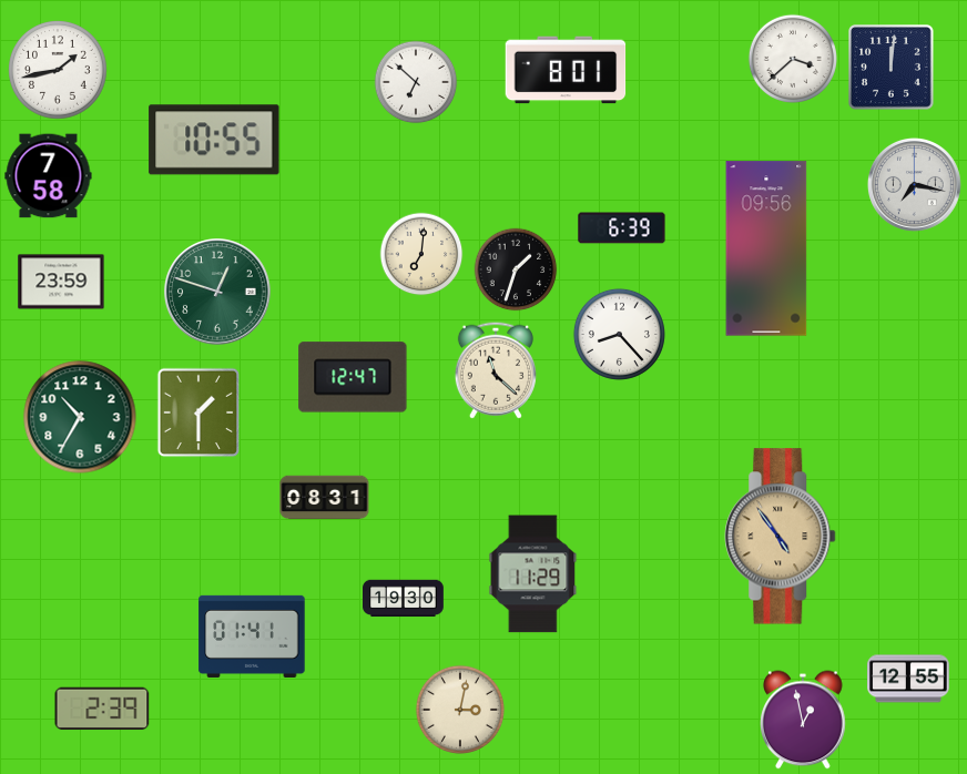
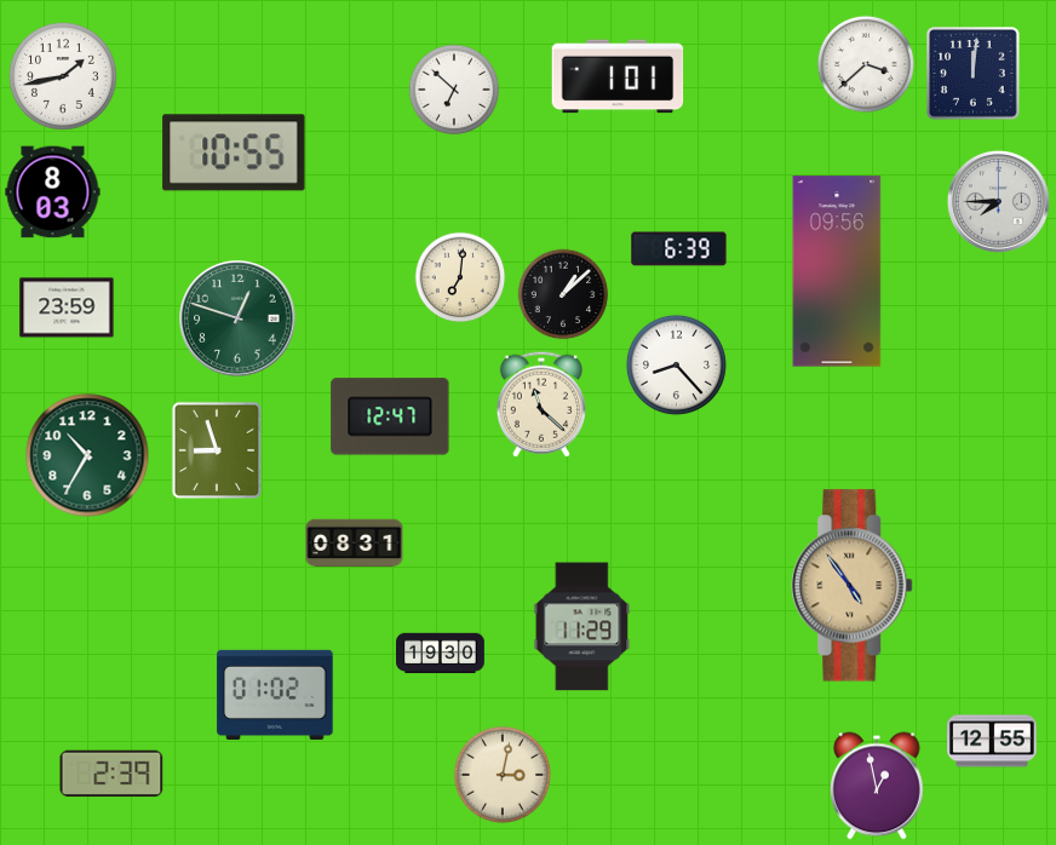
clock at (566, 70): 8:01 -> 1:01
clock at (49, 176): 7:58 -> 8:03
clock at (914, 184): 7:17 -> 7:45
clock at (516, 269): 1:33 -> 1:08
clock at (353, 377) position: (353, 377) -> (390, 416)
clock at (199, 413): 1:30 -> 8:57
clock at (252, 636): 01:41 -> 01:02
